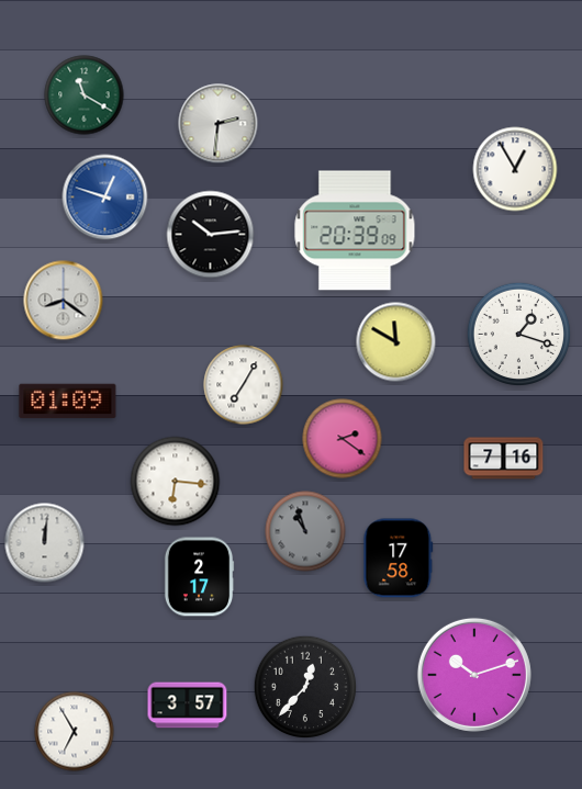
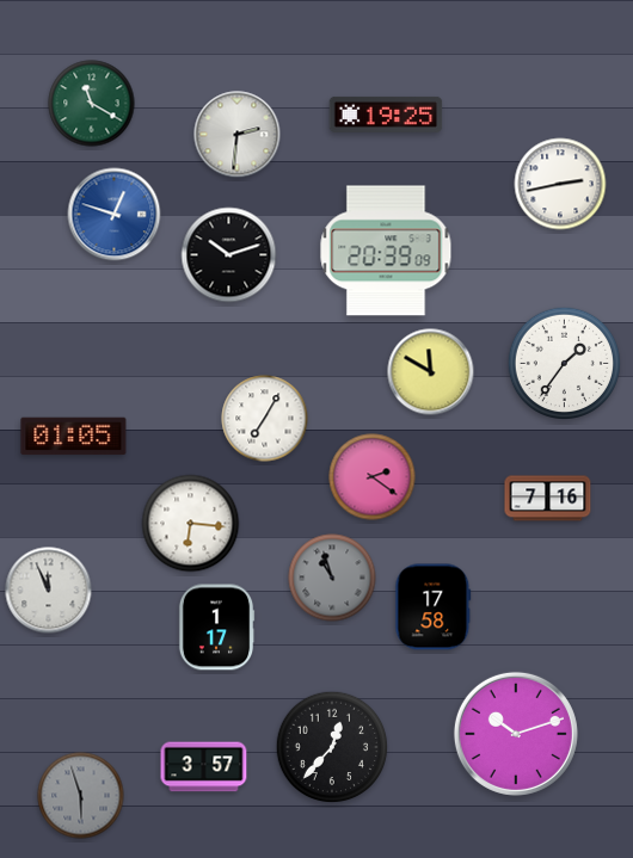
clock at (386, 115): none -> 19:25
clock at (515, 169): 12:55 -> 2:43
clock at (211, 235): 10:14 -> 10:12
clock at (64, 301): 8:21 -> none
clock at (518, 334): 1:18 -> 1:36
clock at (68, 402): 01:09 -> 01:05
clock at (45, 543): 12:01 -> 11:56
clock at (199, 577): 2:17 -> 1:17
clock at (75, 732): 6:55 -> 5:57
clock at (75, 732) dial: white -> grey
